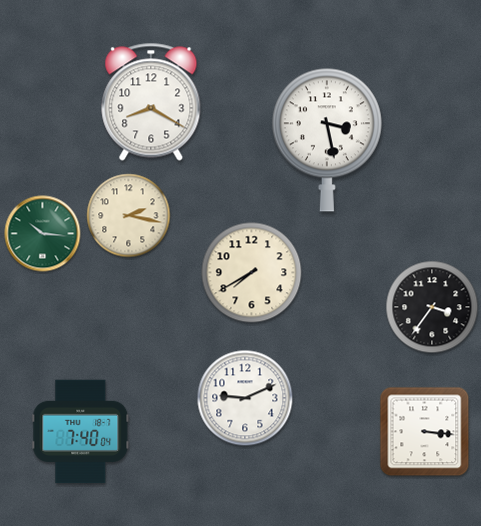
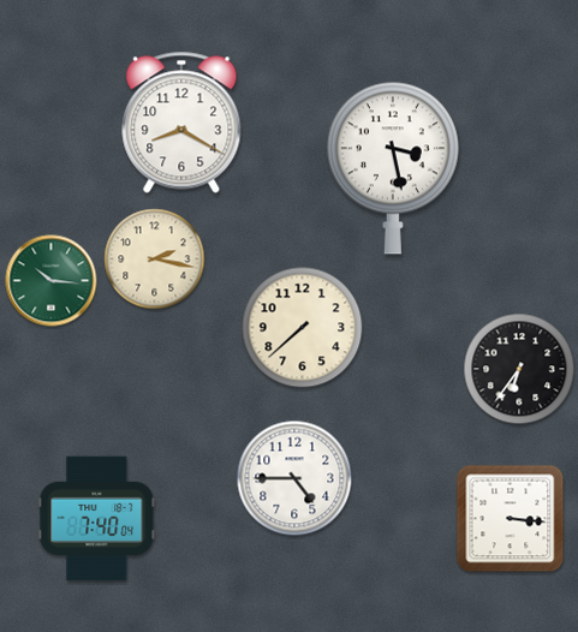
clock at (252, 273): 7:40 -> 7:38
clock at (432, 307): 3:36 -> 6:36
clock at (245, 398): 9:11 -> 4:45
